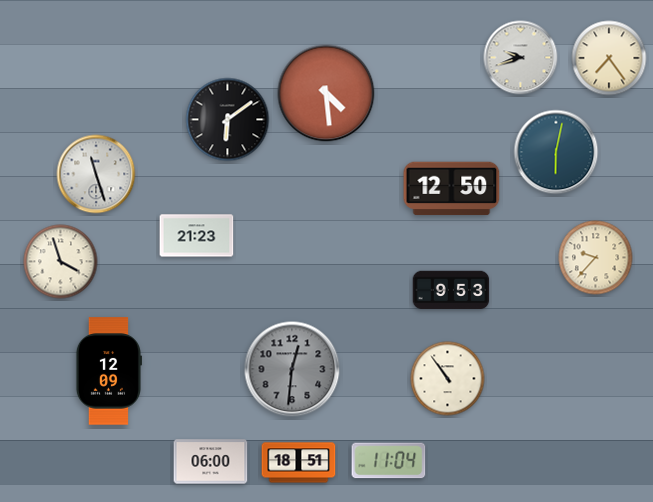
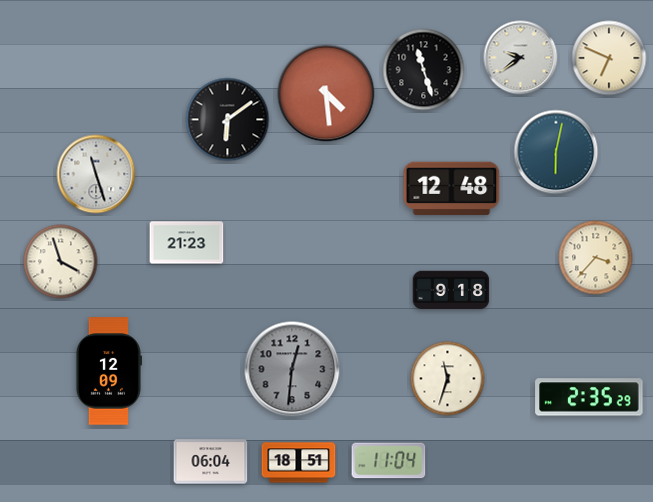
clock at (521, 58): 9:42 -> 9:39
clock at (609, 58): 7:24 -> 6:49
clock at (424, 70): none -> 11:27
clock at (452, 189): 12:50 -> 12:48
clock at (197, 236) position: (197, 236) -> (187, 243)
clock at (596, 258): 9:37 -> 3:37
clock at (451, 290): 9:53 -> 9:18
clock at (448, 379): 10:54 -> 11:33
clock at (589, 397): none -> 2:35
clock at (211, 462): 06:00 -> 06:04
